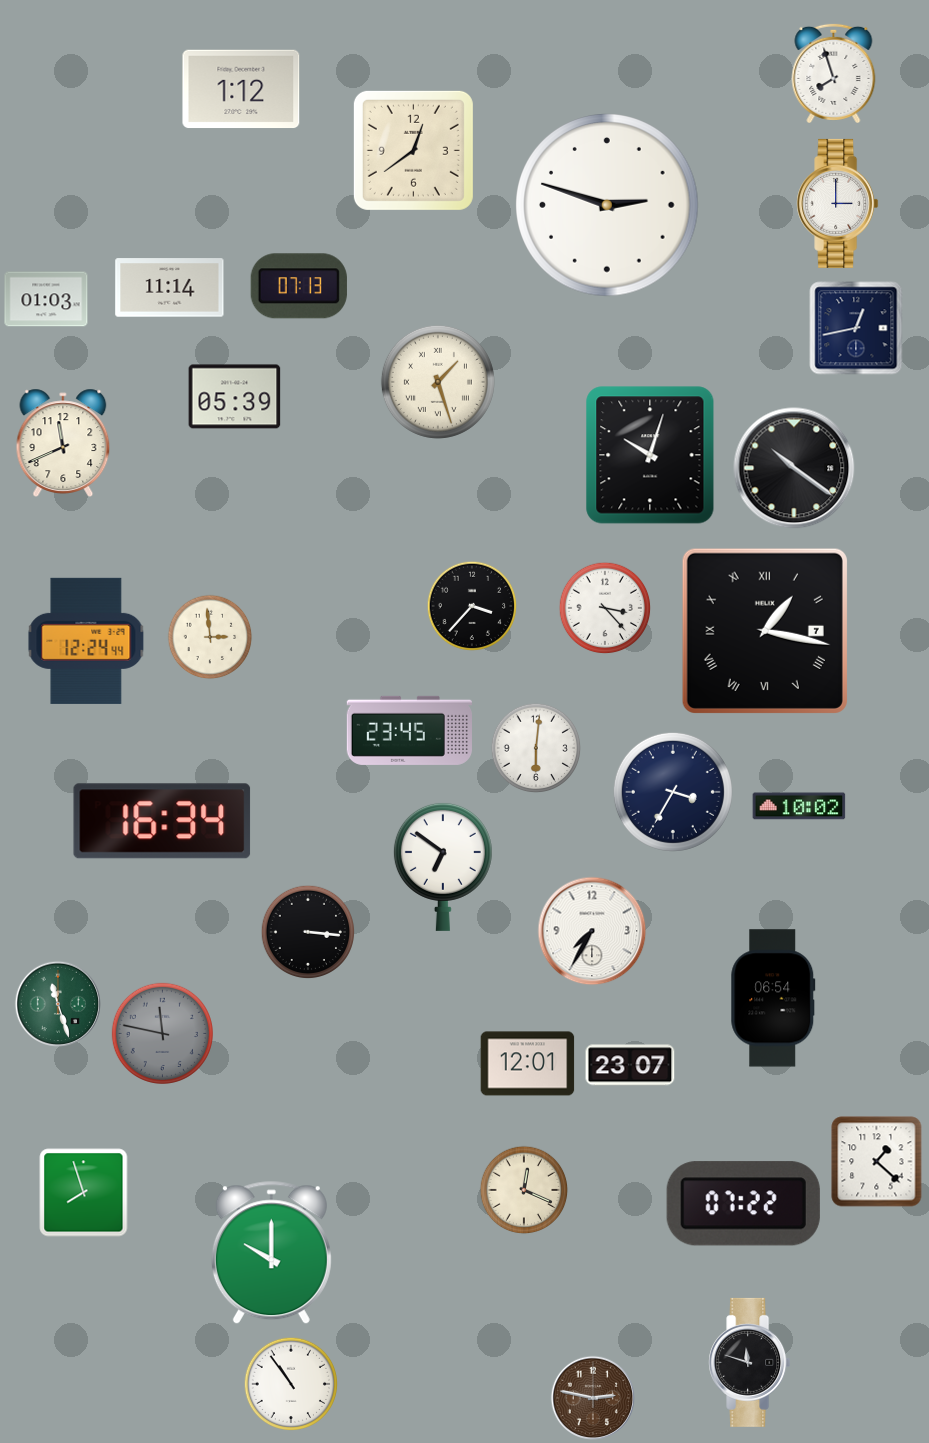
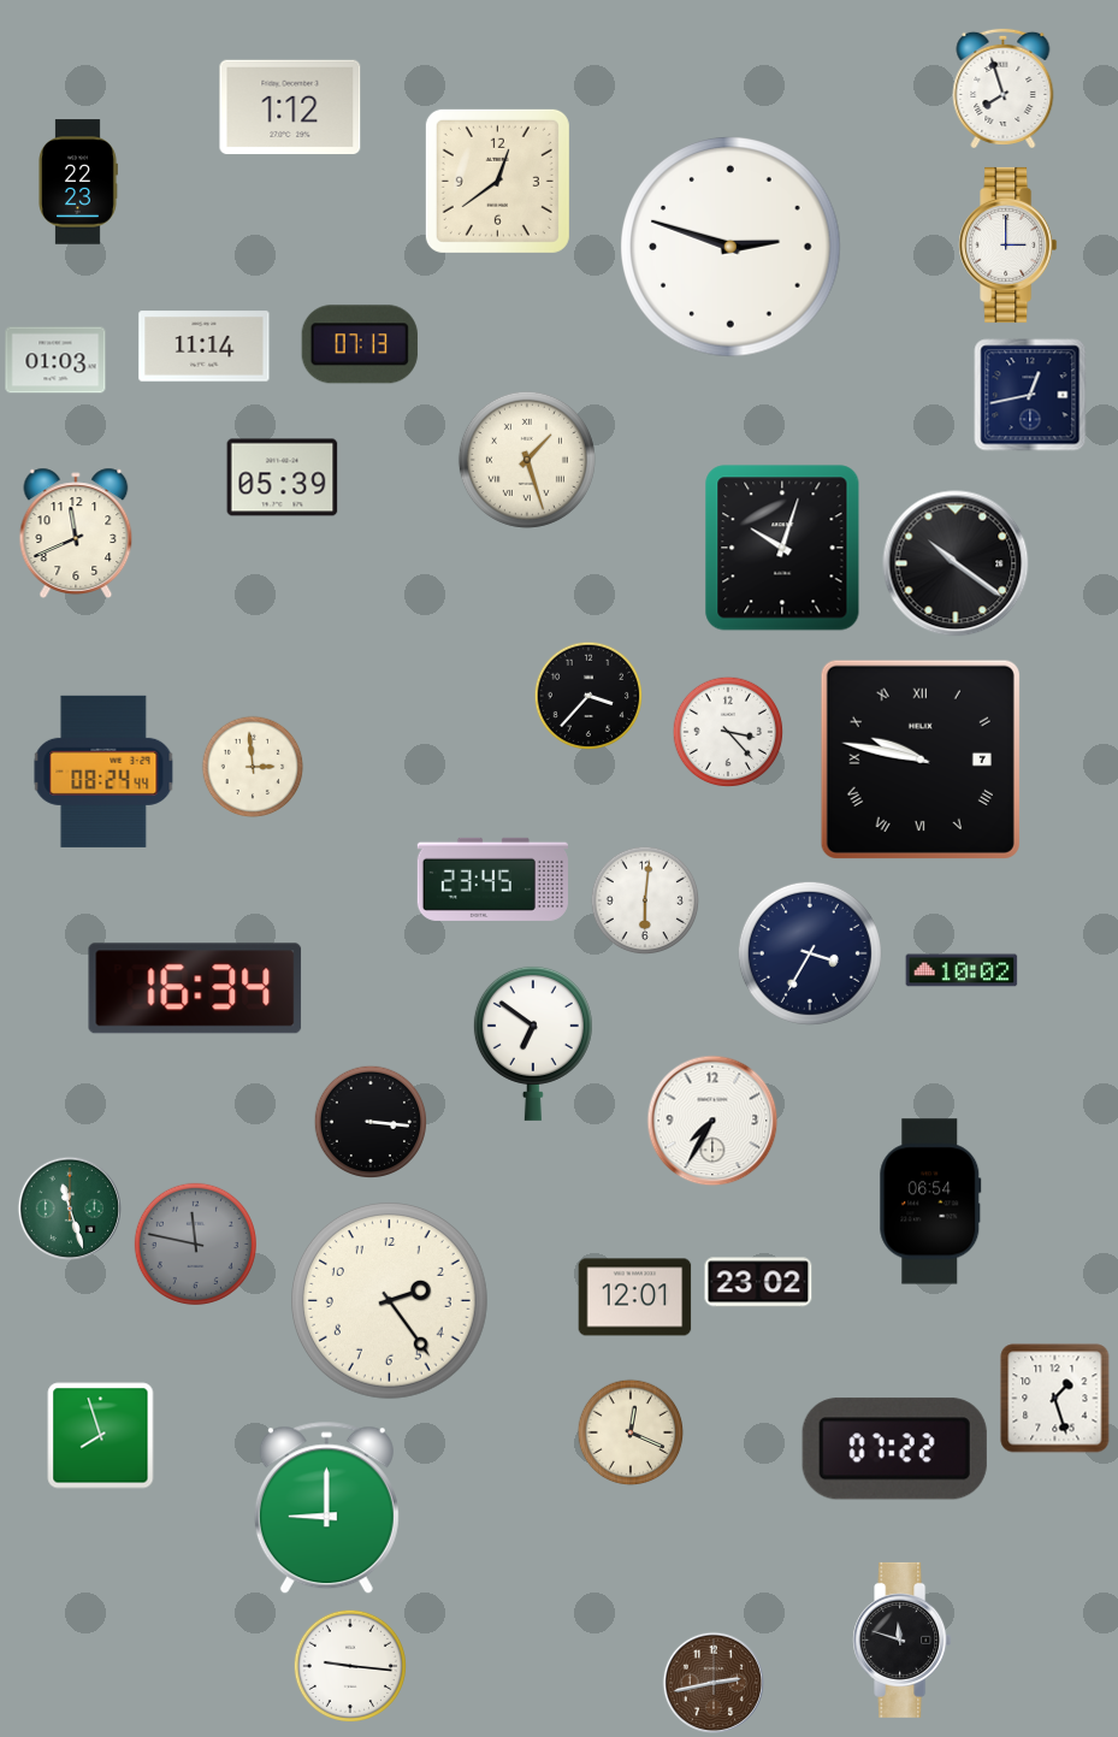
clock at (78, 182): none -> 22:23
clock at (472, 606) position: (472, 606) -> (588, 696)
clock at (765, 631): 1:17 -> 9:47
clock at (86, 641): 12:24 -> 08:24
clock at (528, 1064) position: (528, 1064) -> (635, 1298)
clock at (630, 1065): 23:07 -> 23:02
clock at (390, 1301): none -> 2:24
clock at (877, 1162): 1:22 -> 1:27
clock at (271, 1253): 10:00 -> 9:00
clock at (291, 1384): 10:54 -> 9:16
clock at (592, 1397): 2:47 -> 2:43
